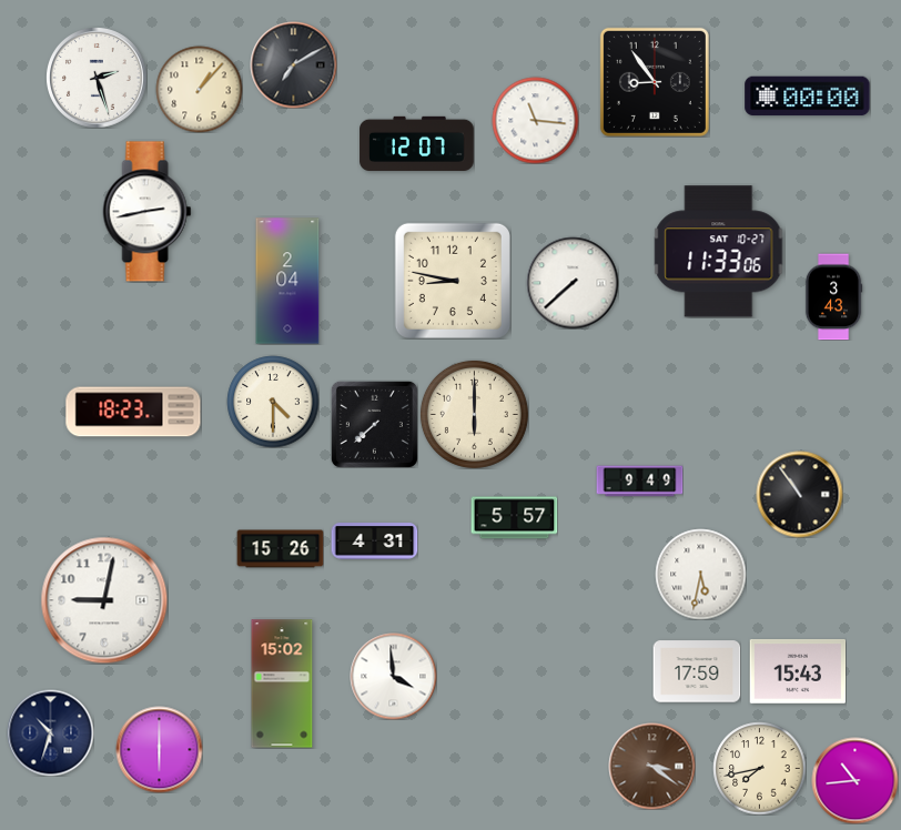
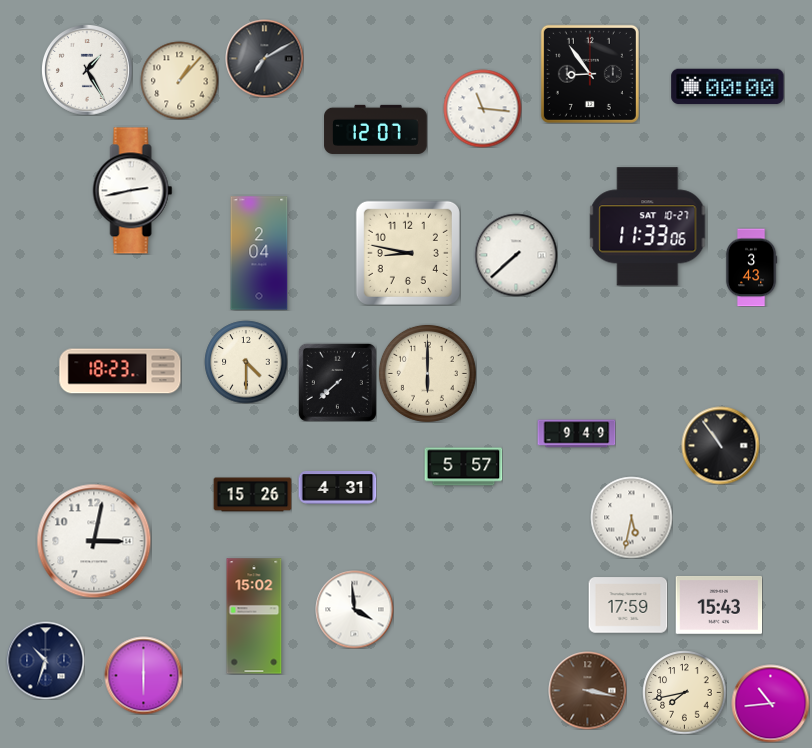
clock at (97, 78): 2:27 -> 1:25
clock at (104, 600): 9:02 -> 3:02
clock at (651, 766): 3:21 -> 3:17
